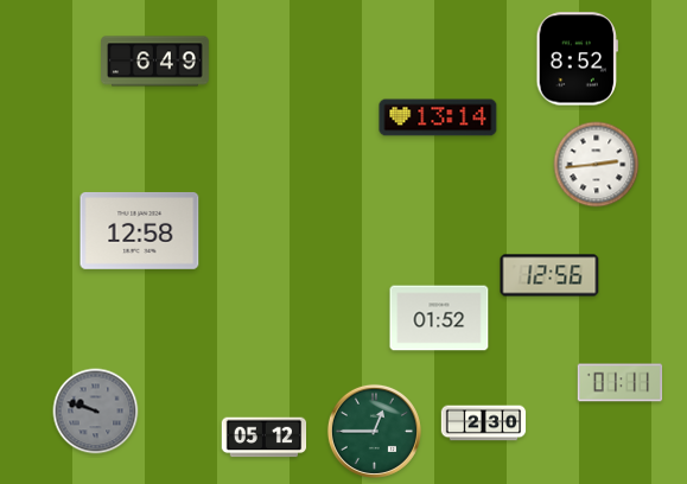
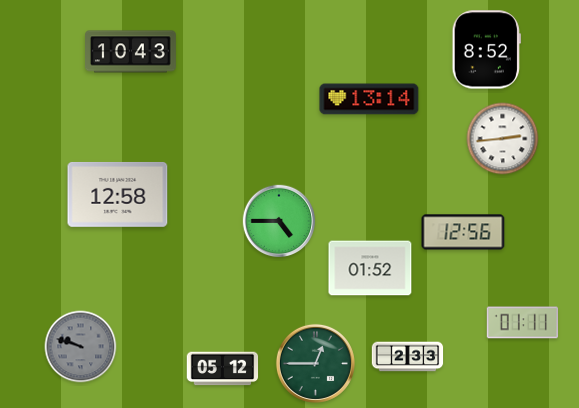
clock at (155, 62): 6:49 -> 10:43
clock at (279, 221): none -> 4:45
clock at (484, 423): 2:30 -> 2:33
